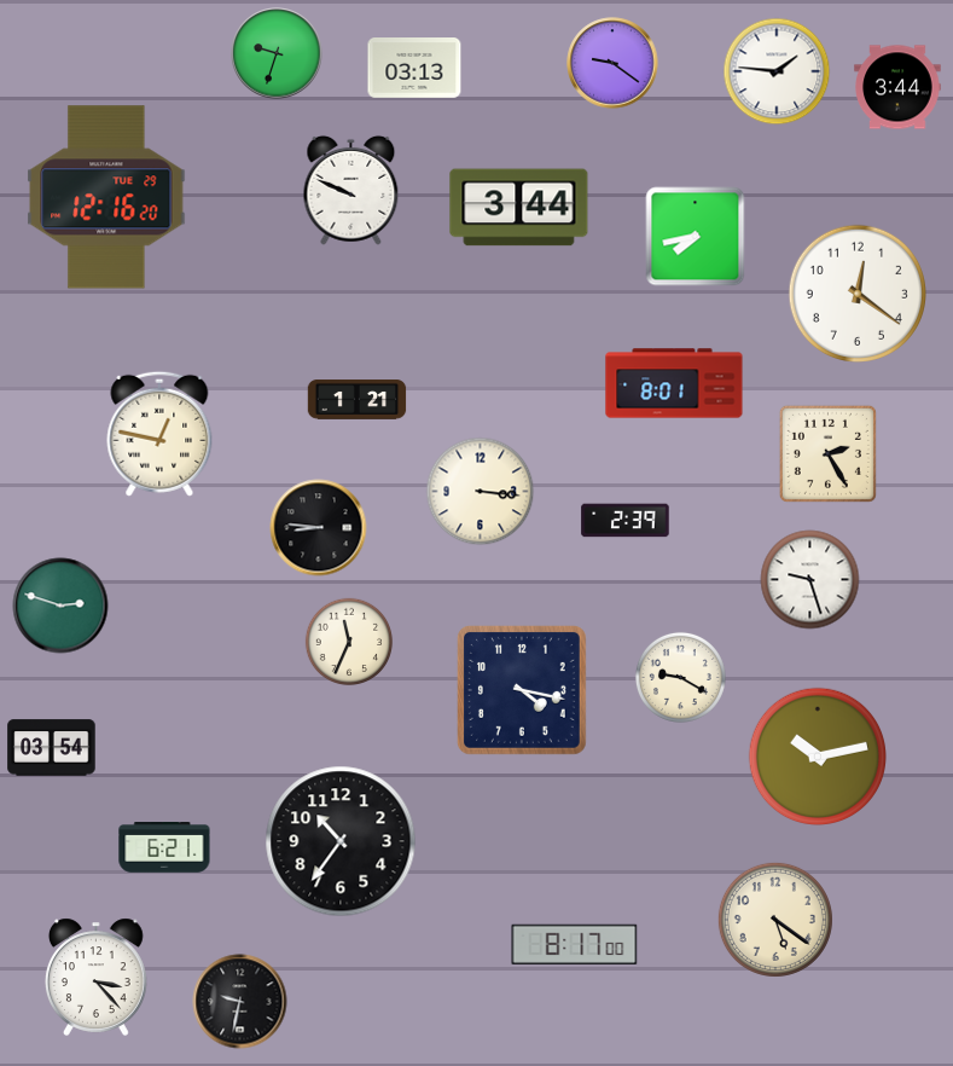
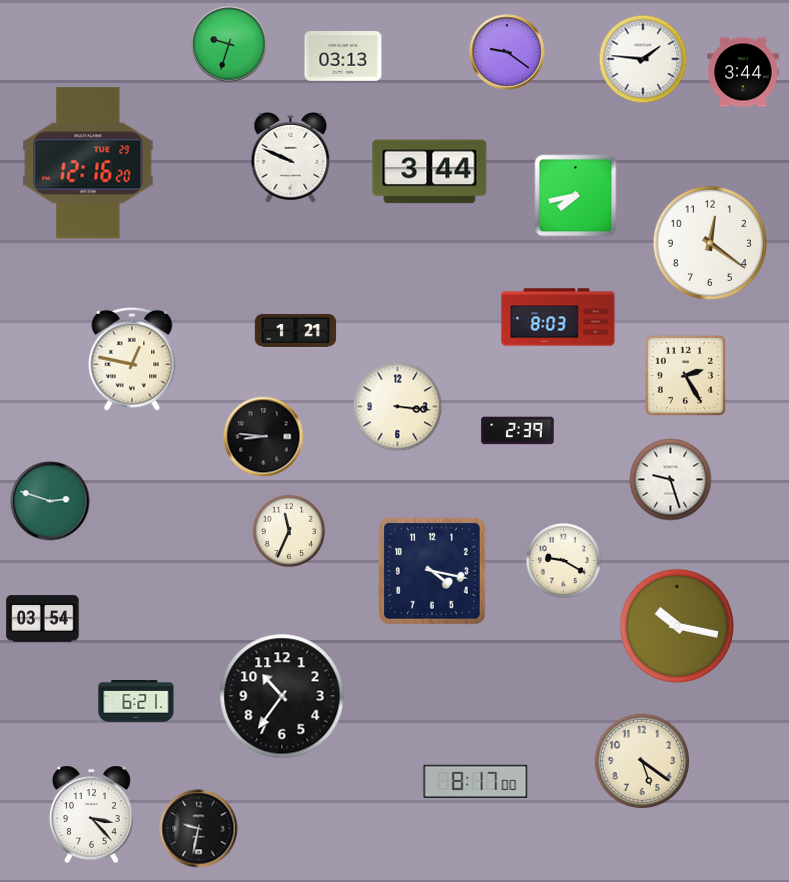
clock at (674, 383): 8:01 -> 8:03
clock at (817, 755): 10:13 -> 10:17
clock at (95, 977) position: (95, 977) -> (91, 814)
